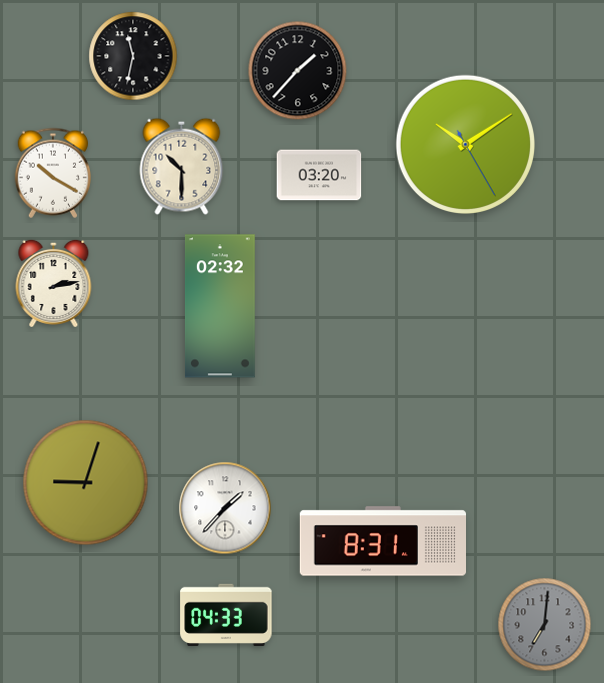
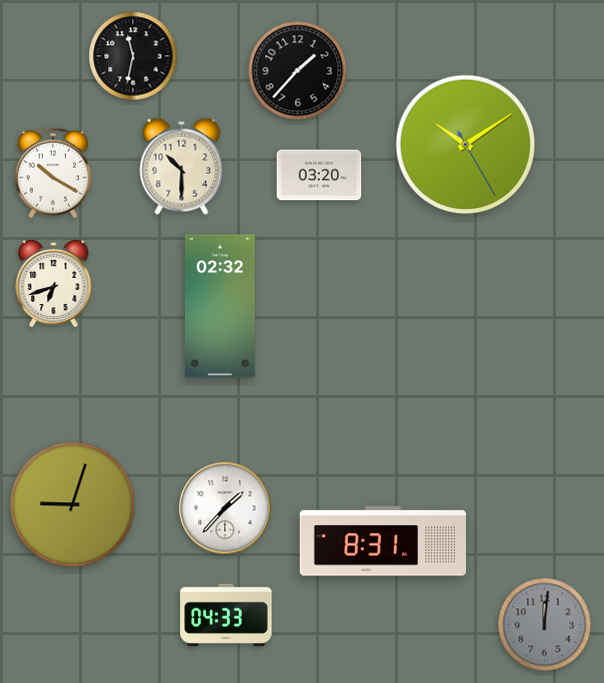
clock at (54, 283): 2:13 -> 6:42
clock at (86, 483) position: (86, 483) -> (73, 505)
clock at (545, 625): 7:01 -> 12:01
